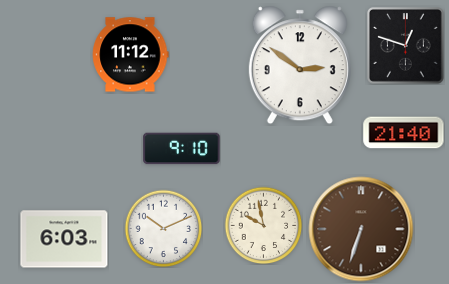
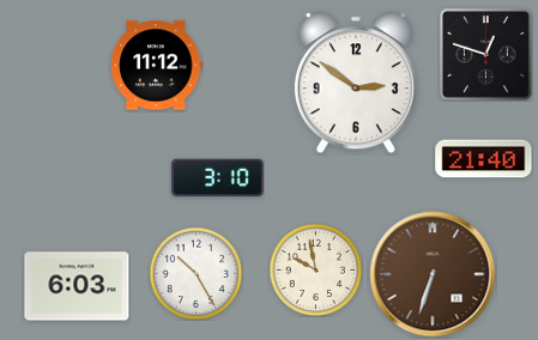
clock at (300, 65) position: (300, 65) -> (356, 83)
clock at (182, 149): 9:10 -> 3:10
clock at (163, 228): 10:11 -> 10:25
